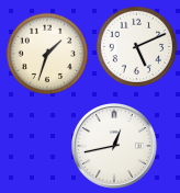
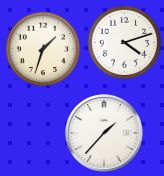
clock at (137, 47): 5:11 -> 4:12
clock at (115, 147): 12:43 -> 1:37
